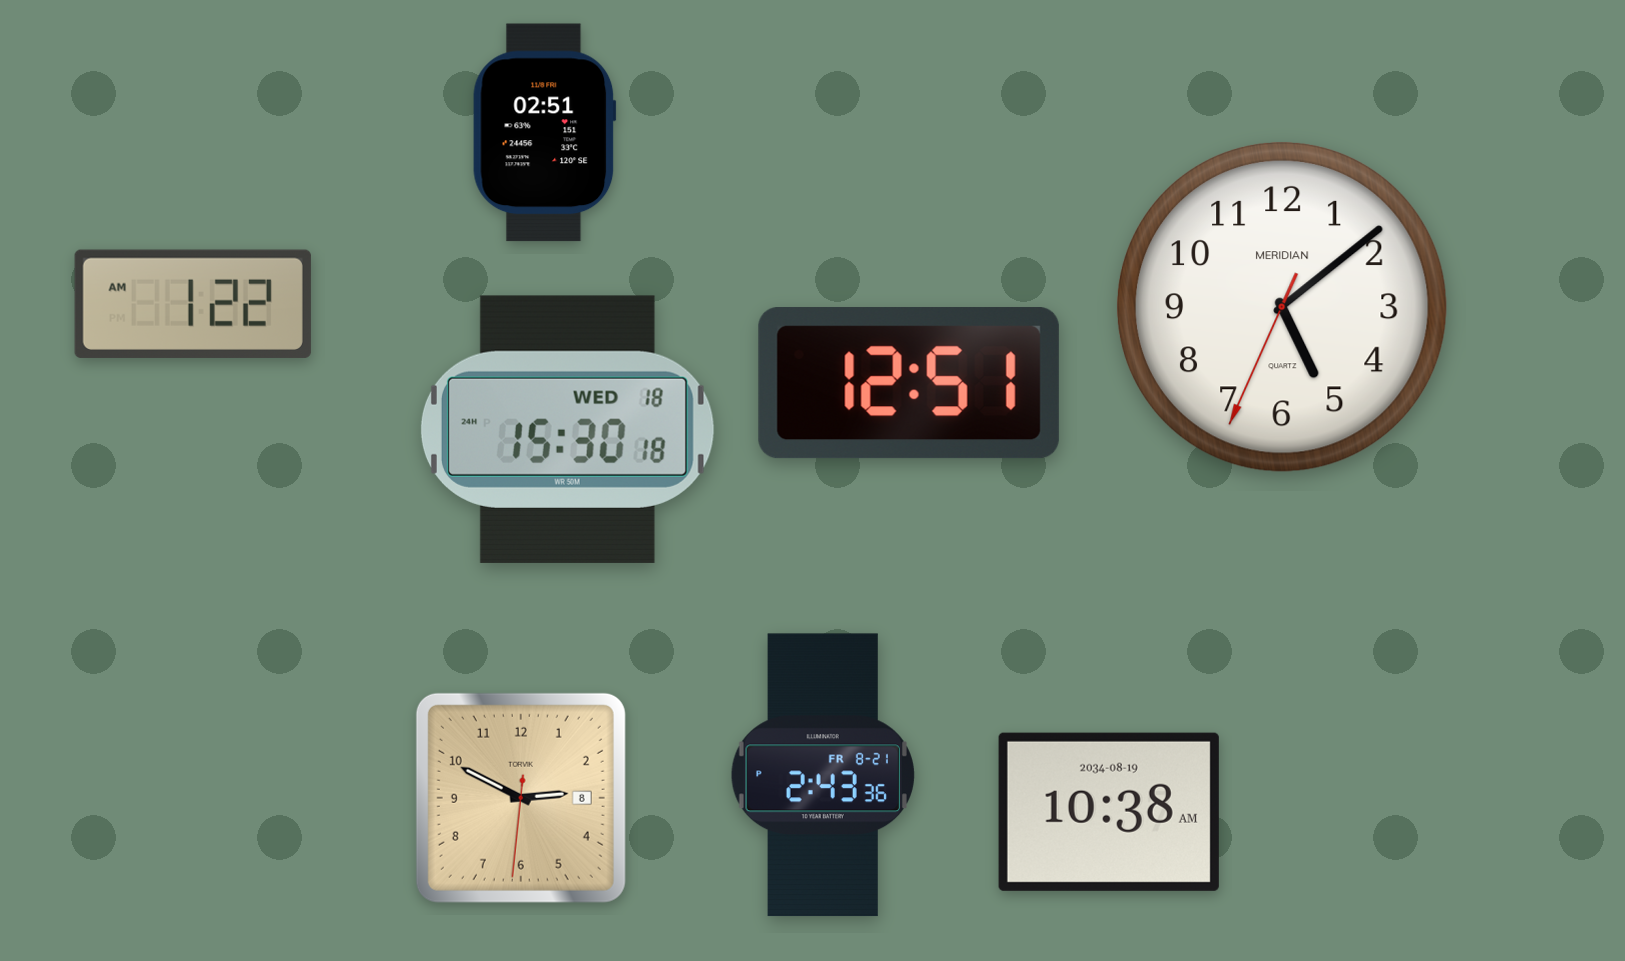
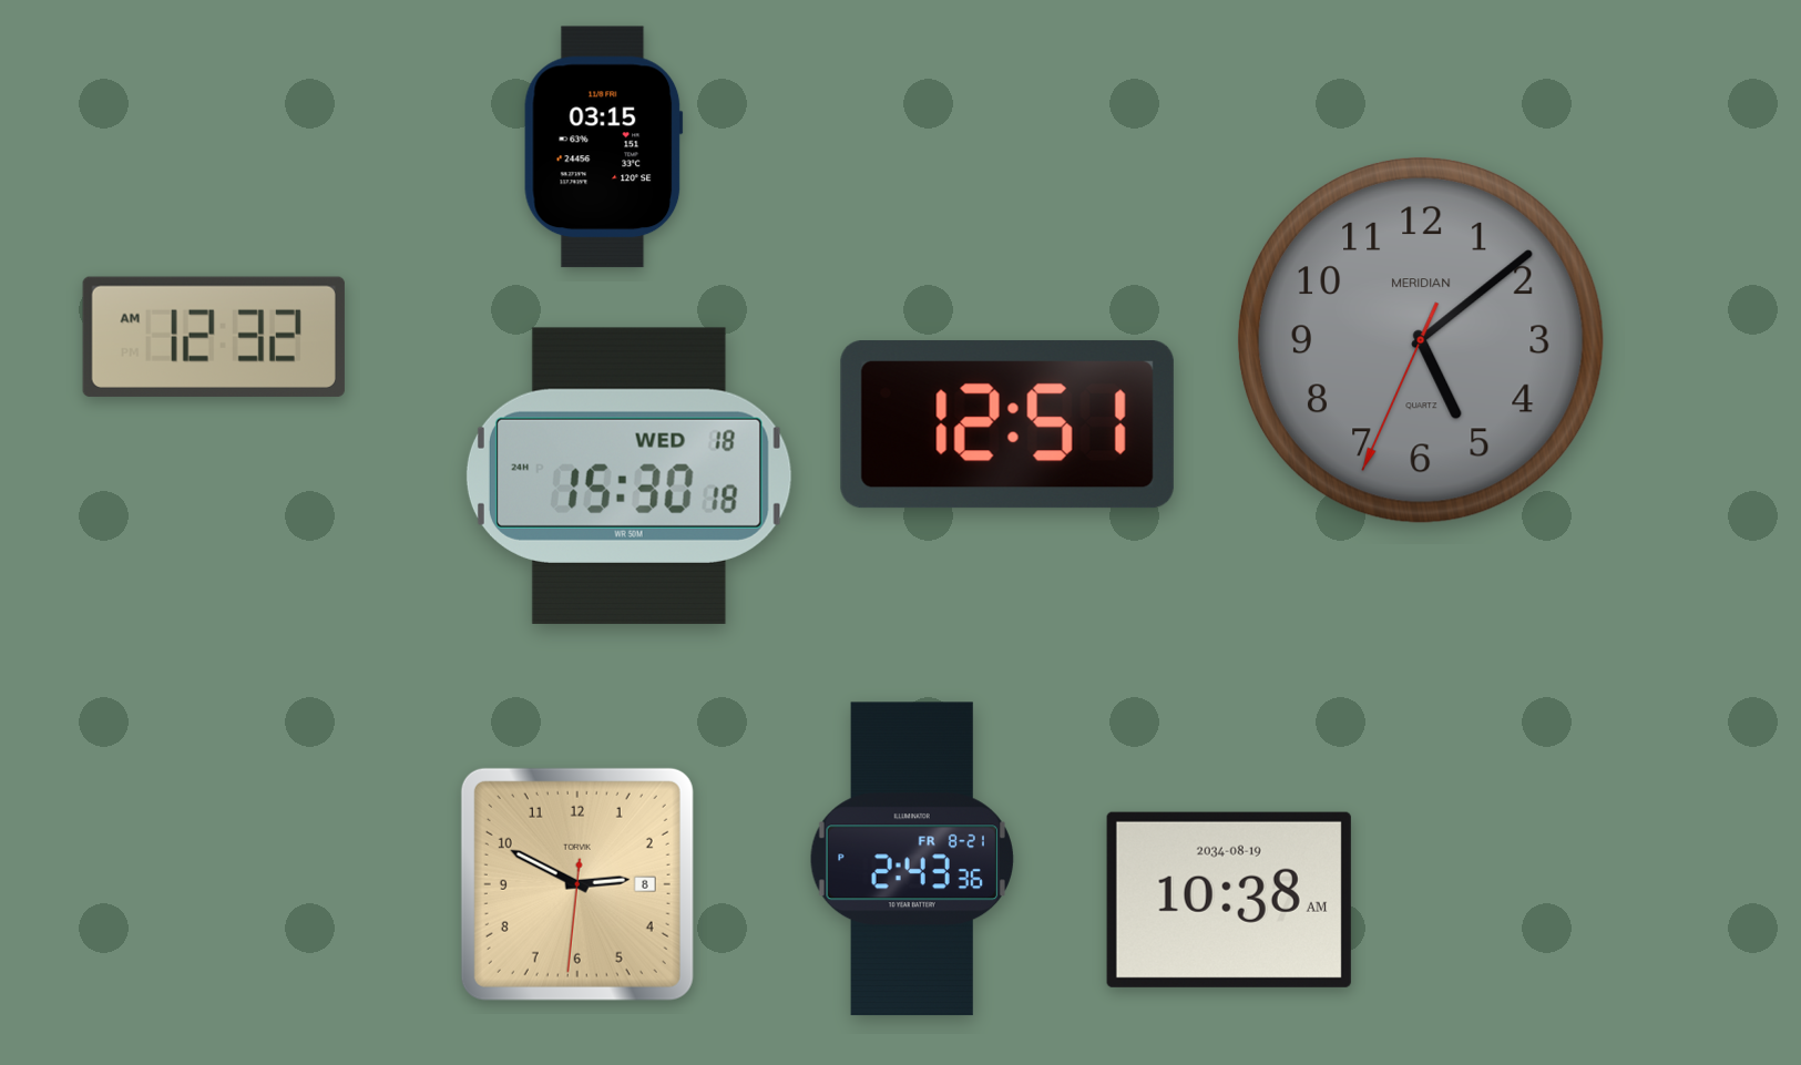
clock at (545, 133): 02:51 -> 03:15
clock at (193, 304): 1:22 -> 12:32
clock at (1282, 307) dial: white -> grey
